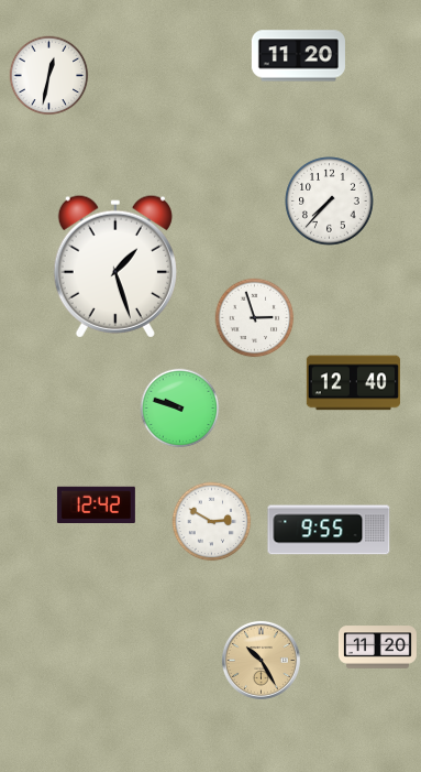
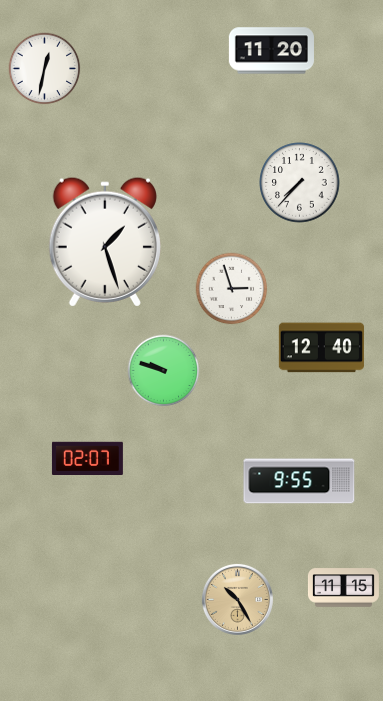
clock at (96, 504): 12:42 -> 02:07
clock at (212, 522): 2:50 -> none
clock at (377, 648): 11:20 -> 11:15
